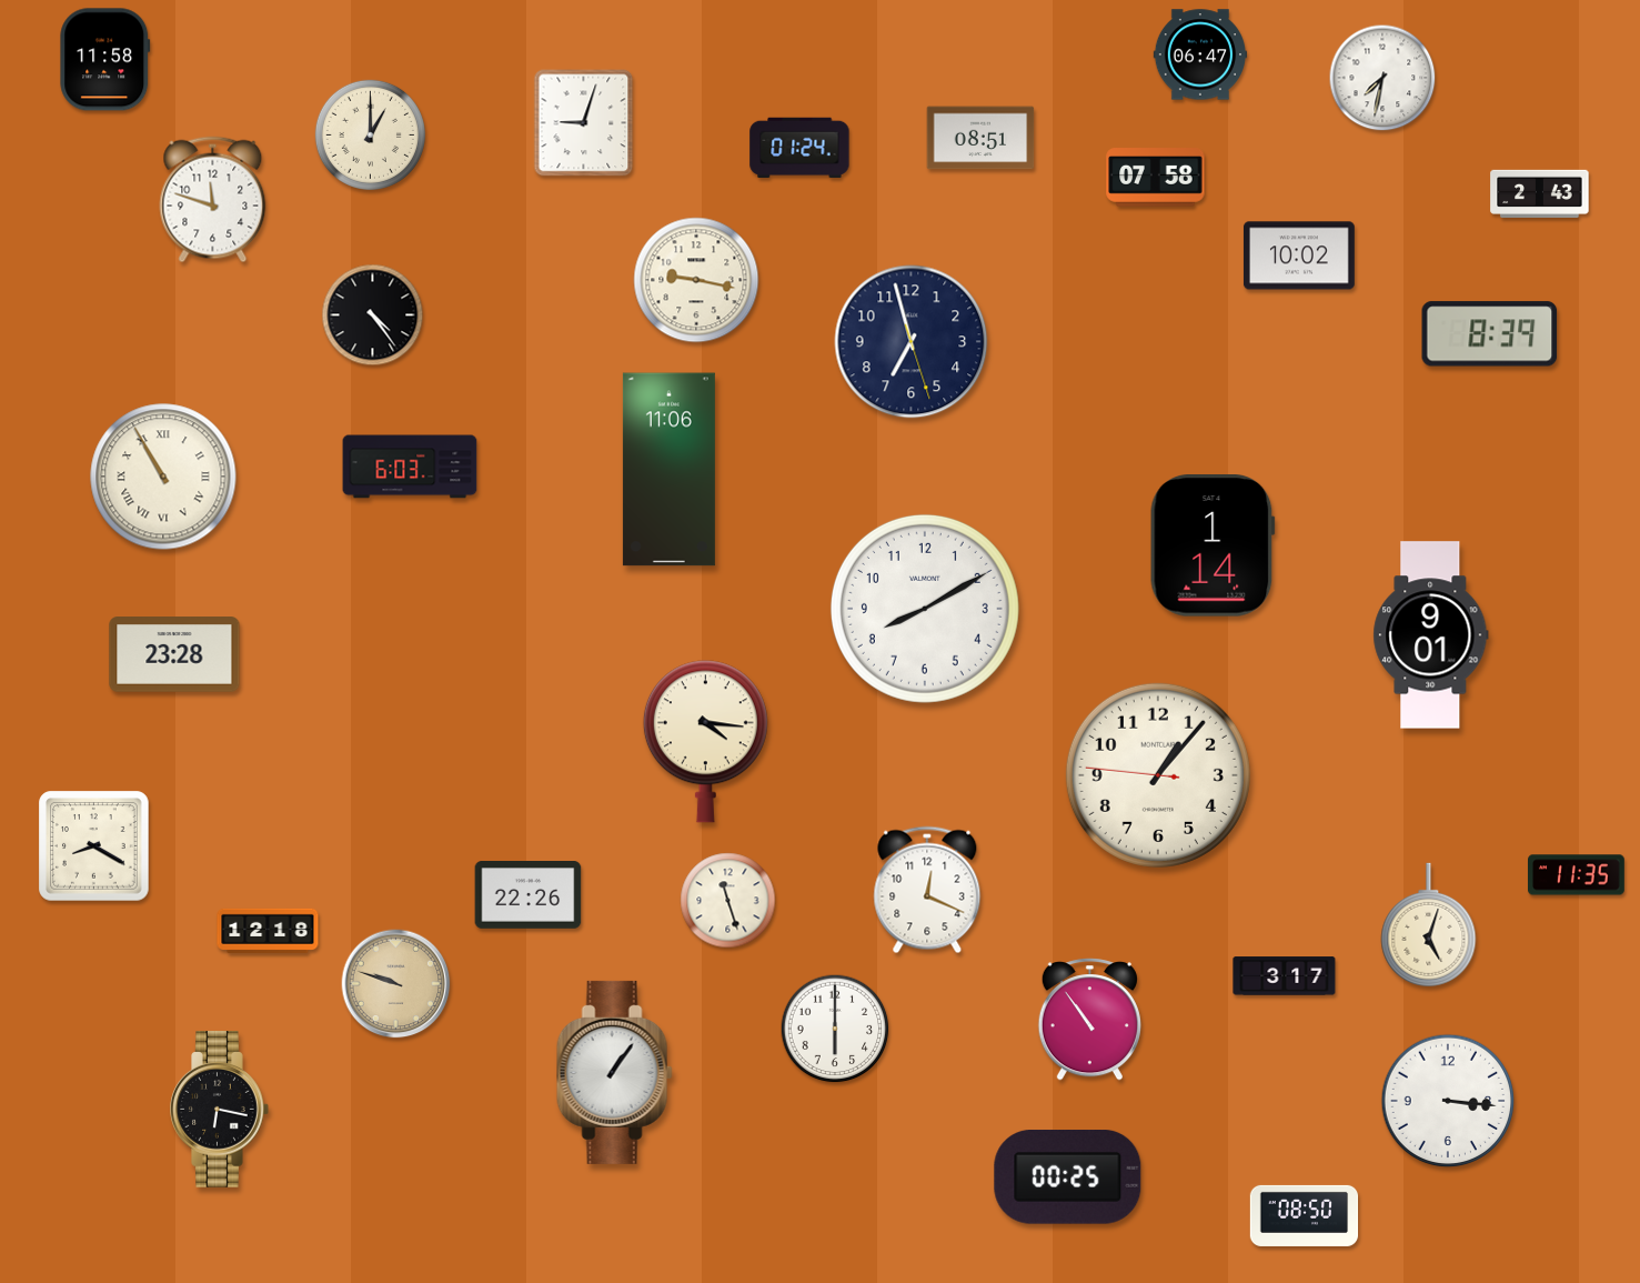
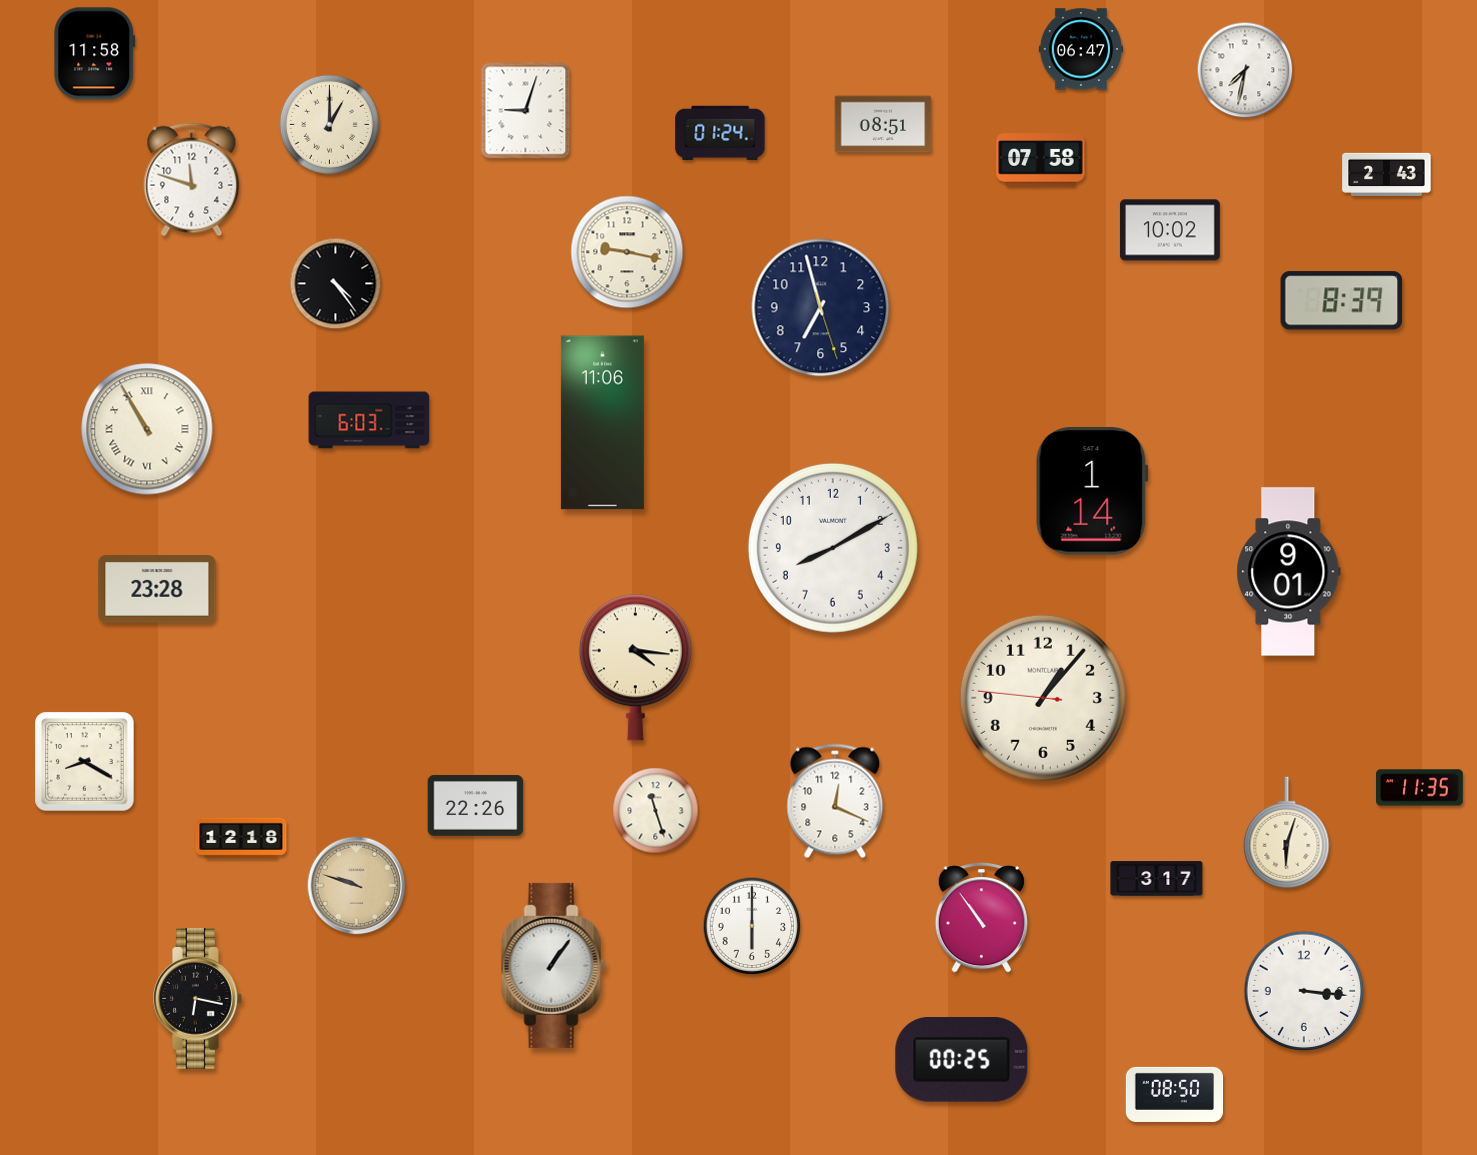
clock at (370, 134) position: (370, 134) -> (329, 124)
clock at (1429, 925): 5:03 -> 6:03
